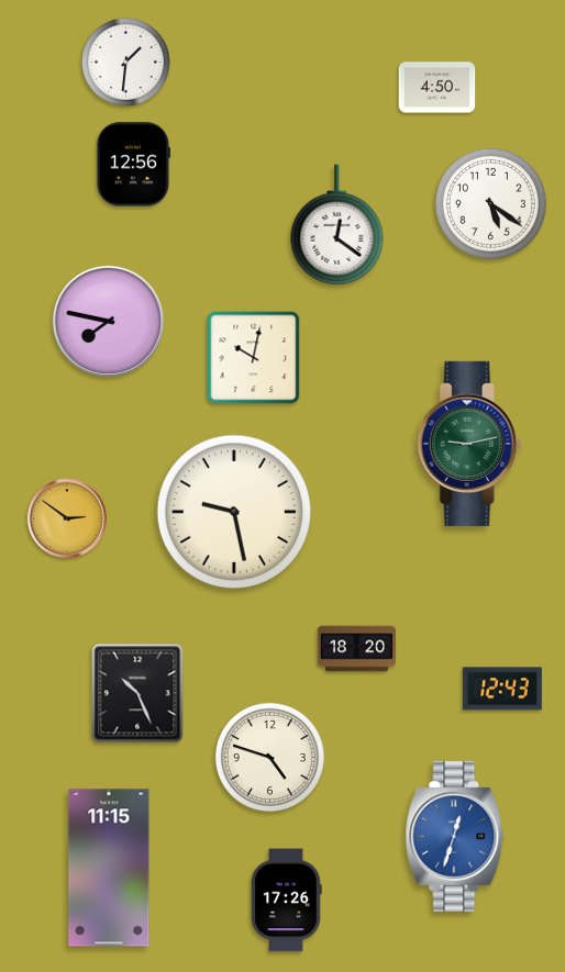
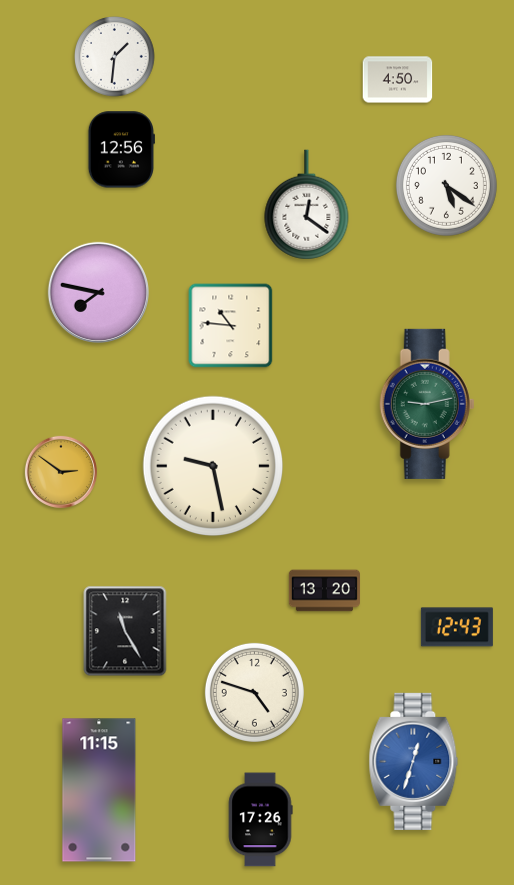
clock at (254, 358): 10:02 -> 10:46
clock at (356, 649): 18:20 -> 13:20
clock at (137, 693): 10:26 -> 11:25
clock at (269, 757) position: (269, 757) -> (254, 692)
